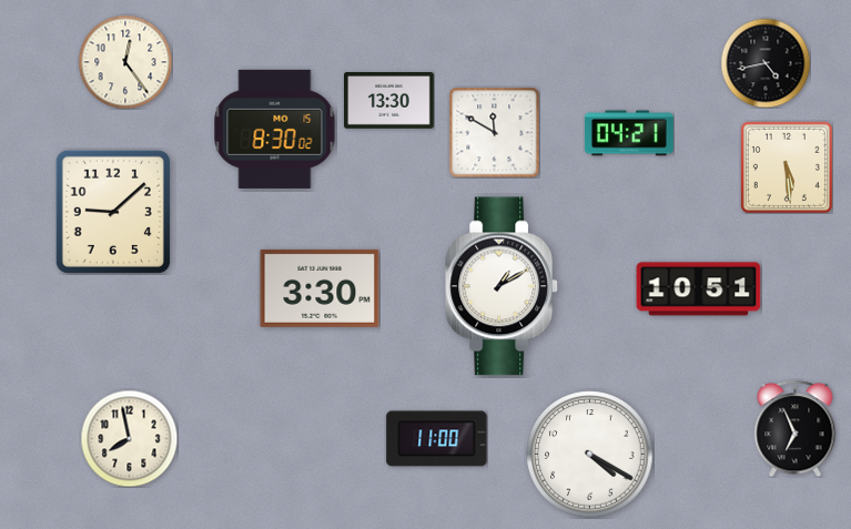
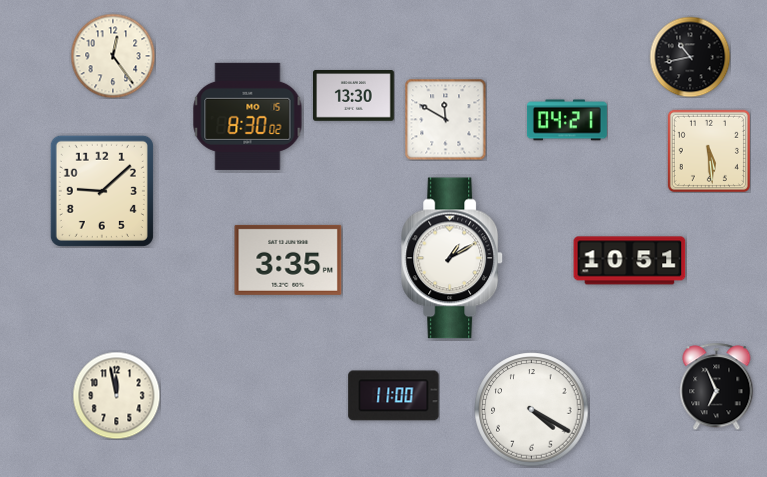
clock at (766, 63): 4:43 -> 10:43
clock at (389, 101) position: (389, 101) -> (354, 96)
clock at (320, 288): 3:30 -> 3:35
clock at (129, 438): 7:58 -> 11:58
